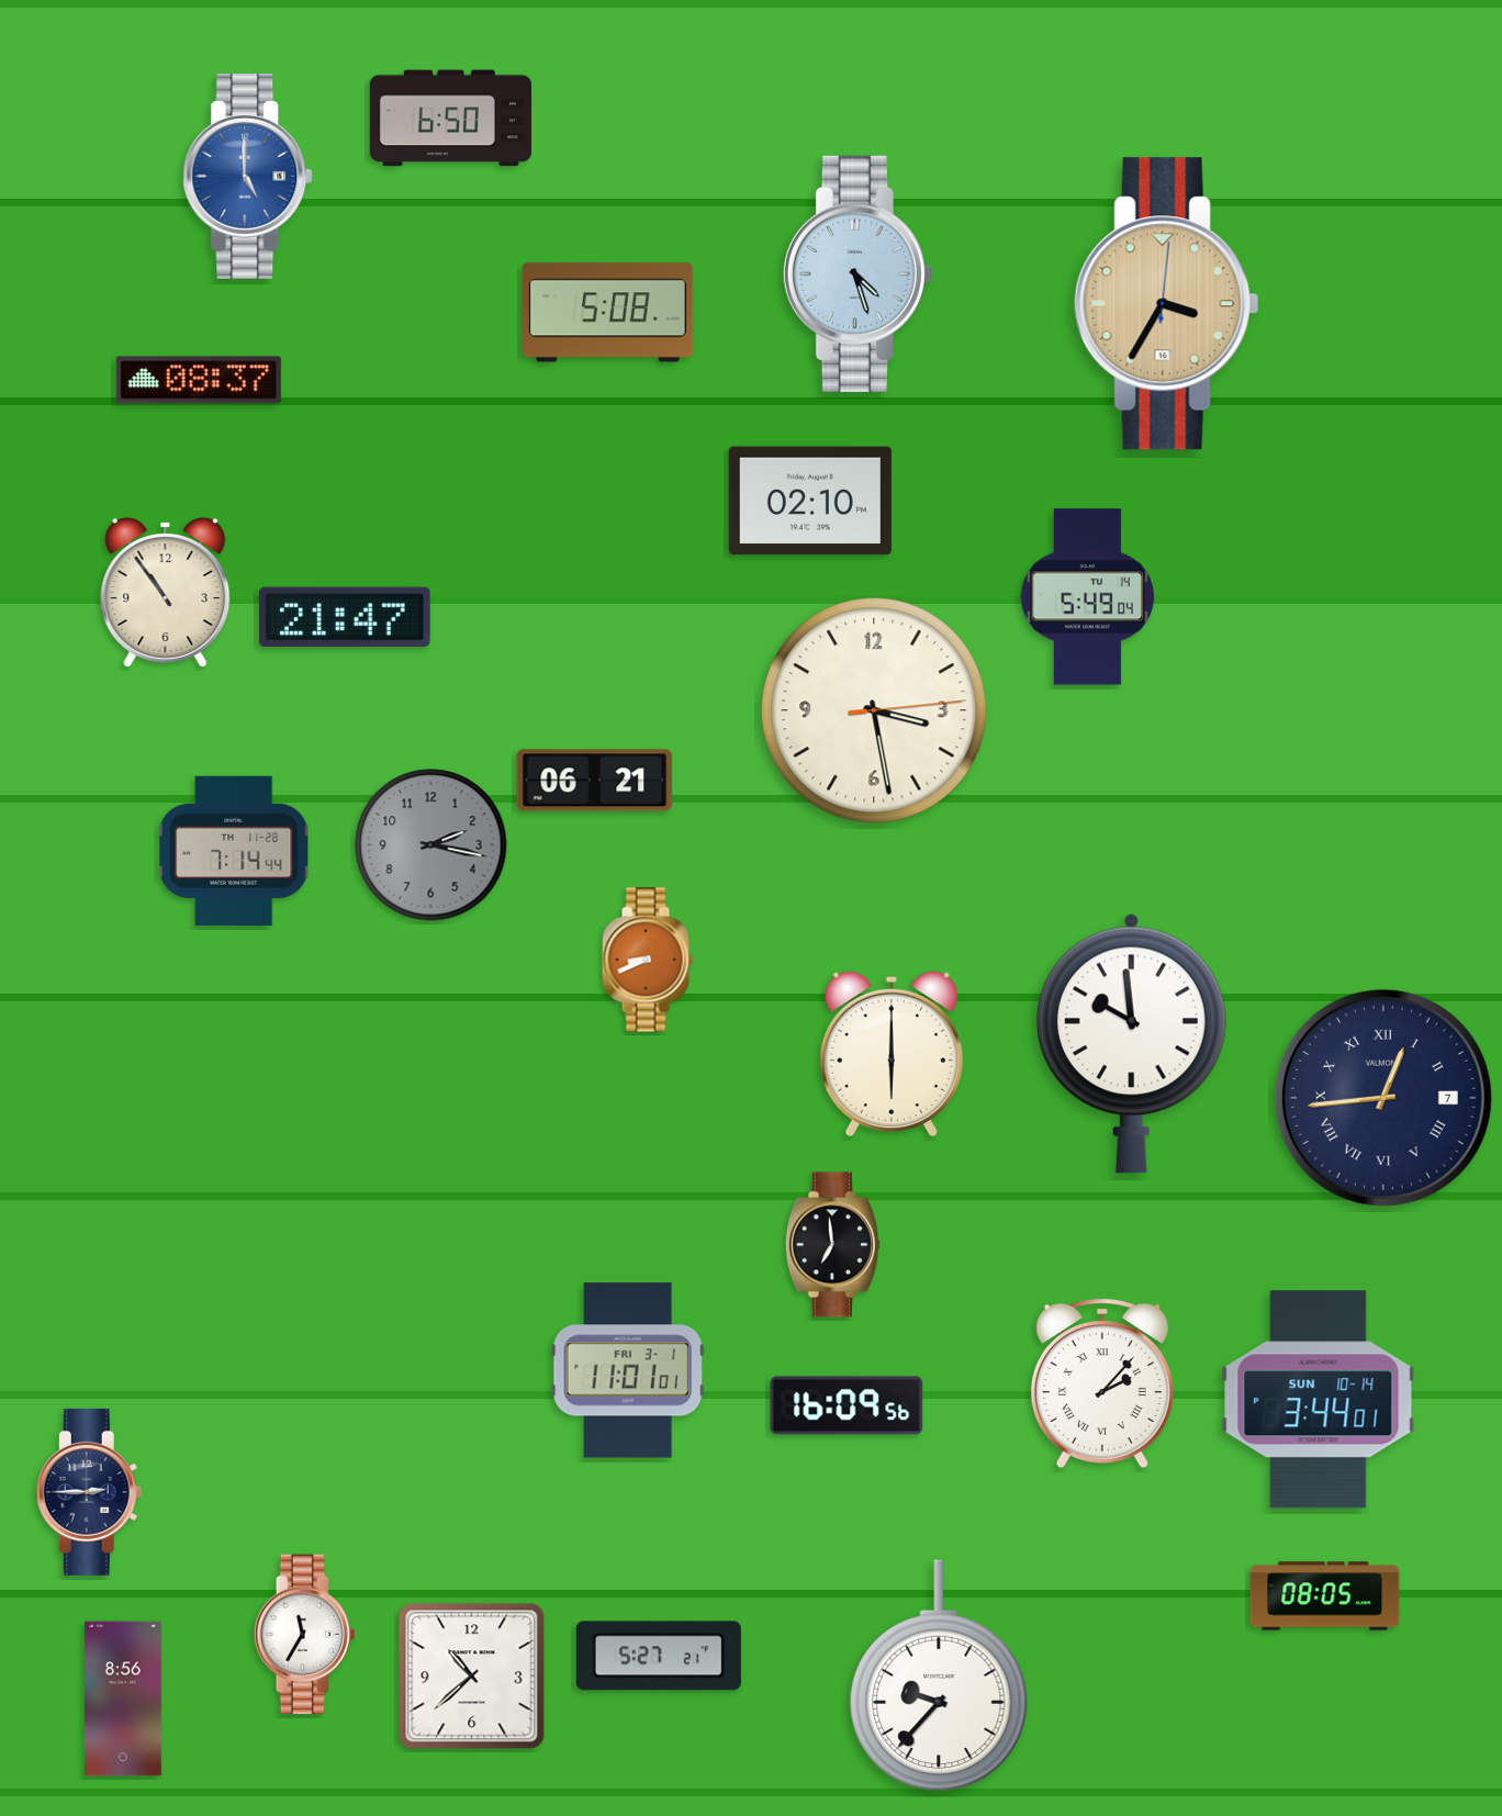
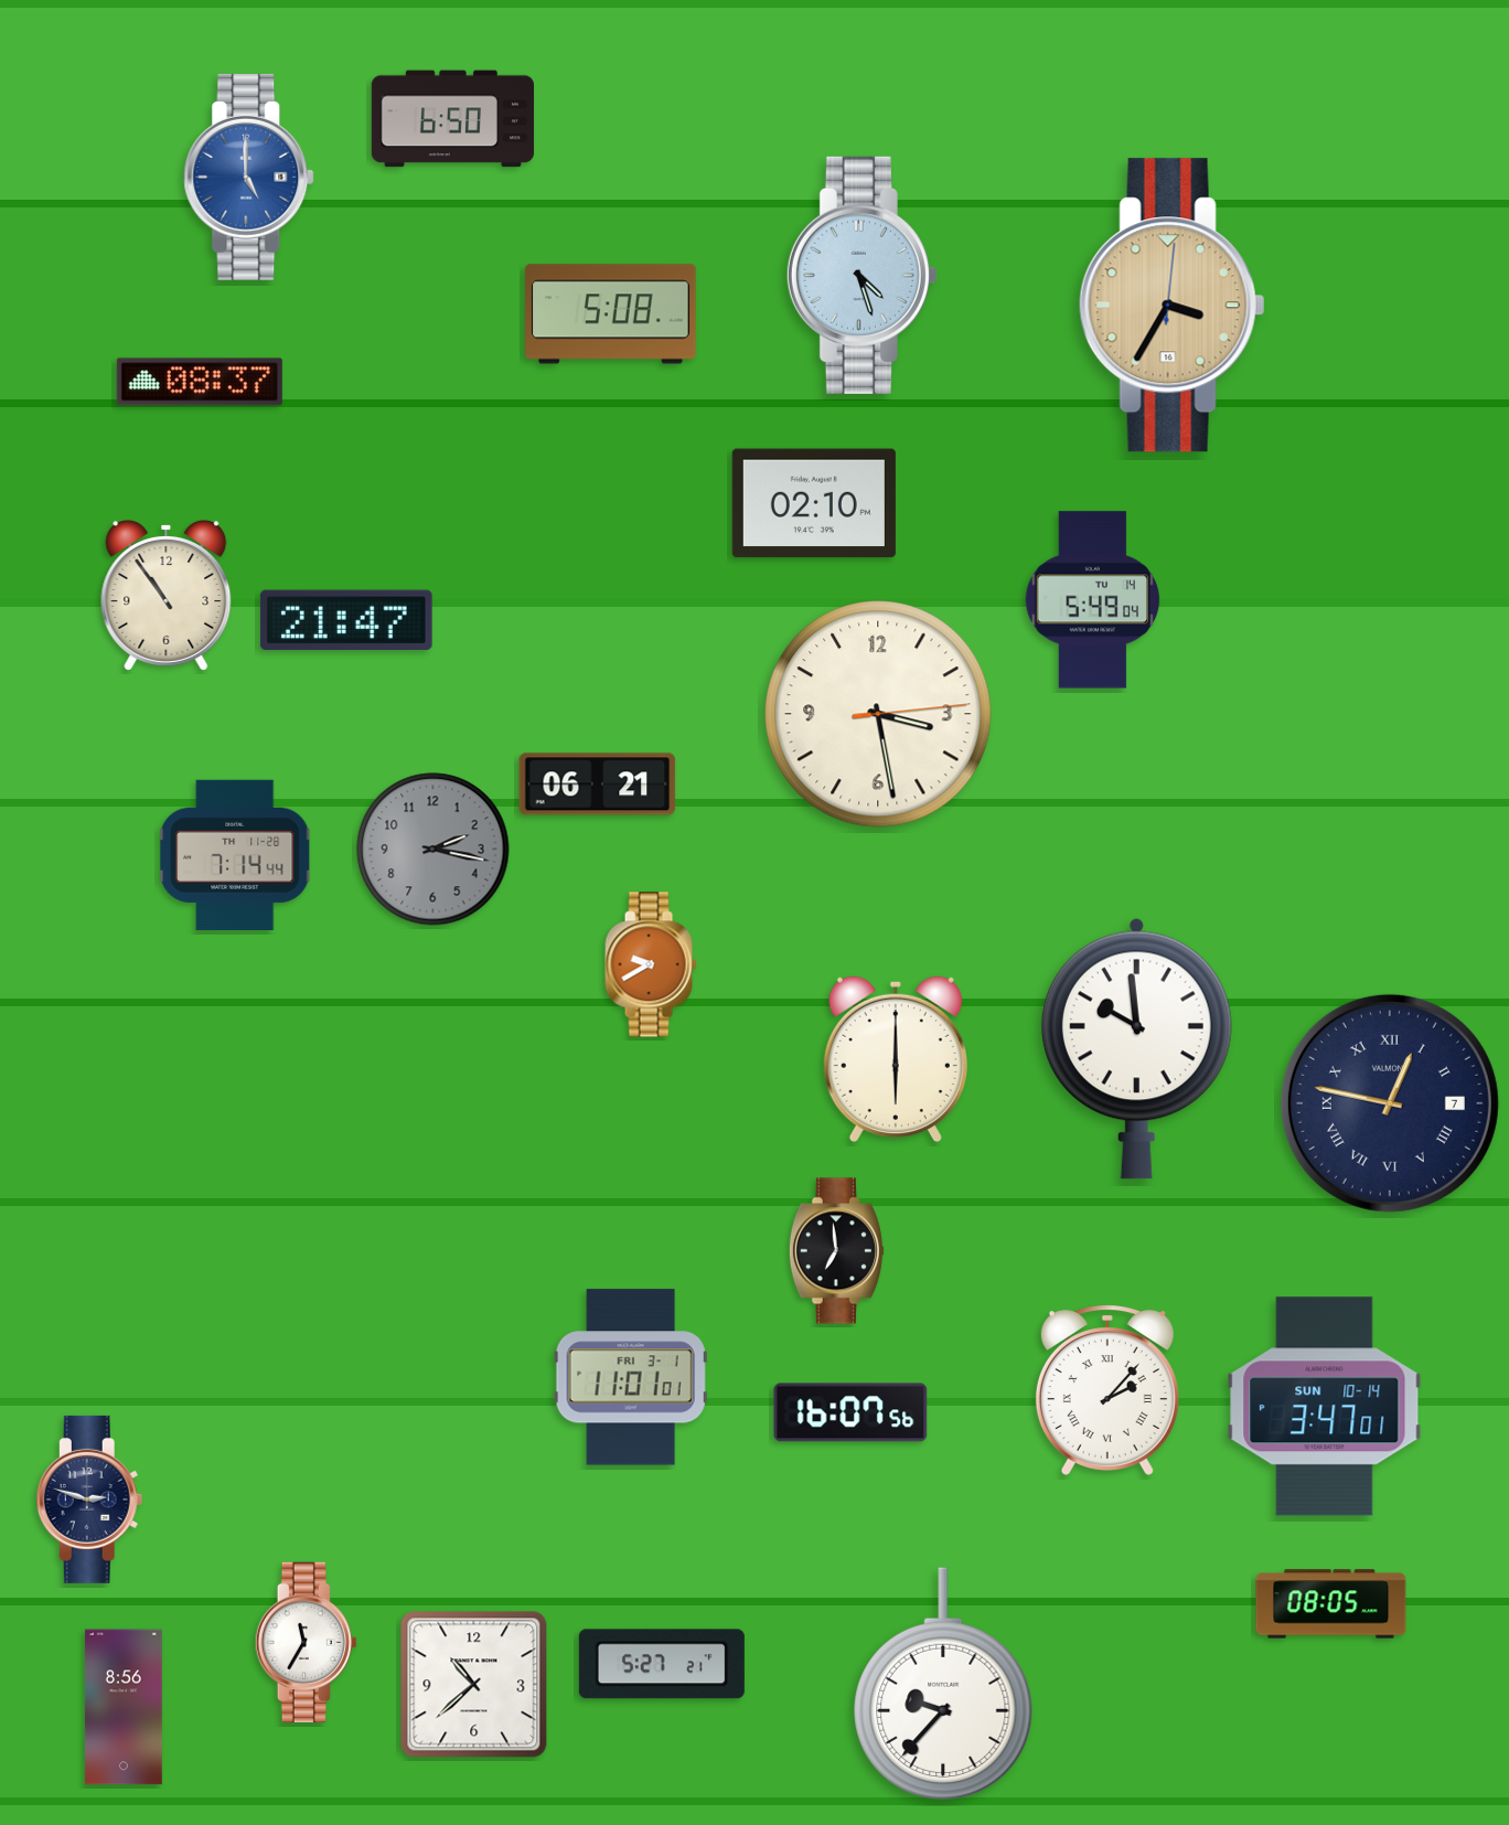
clock at (648, 960): 8:41 -> 9:40
clock at (1383, 1098): 12:44 -> 12:47
clock at (1319, 1400): 3:44 -> 3:47
clock at (847, 1405): 16:09 -> 16:07
clock at (89, 1492): 2:45 -> 2:48
